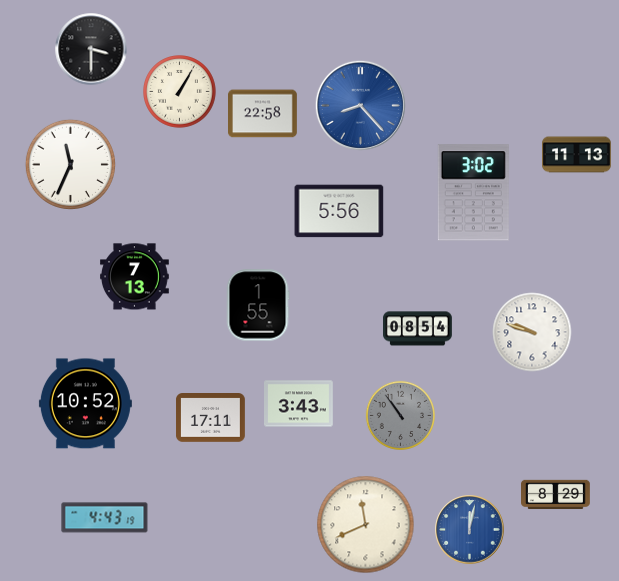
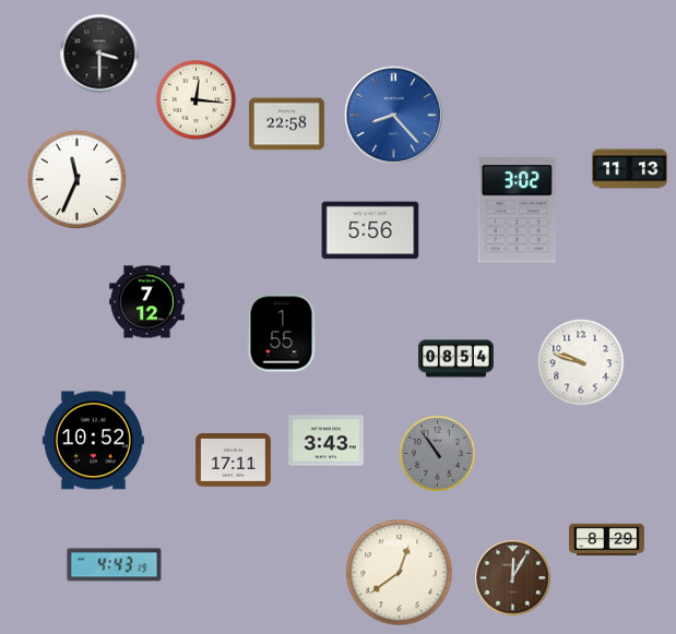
clock at (180, 92): 1:05 -> 12:16
clock at (135, 277): 7:13 -> 7:12
clock at (211, 418) position: (211, 418) -> (234, 460)
clock at (366, 525): 11:41 -> 12:39
clock at (470, 530): 12:02 -> 12:05
clock at (470, 530) dial: blue -> brown
